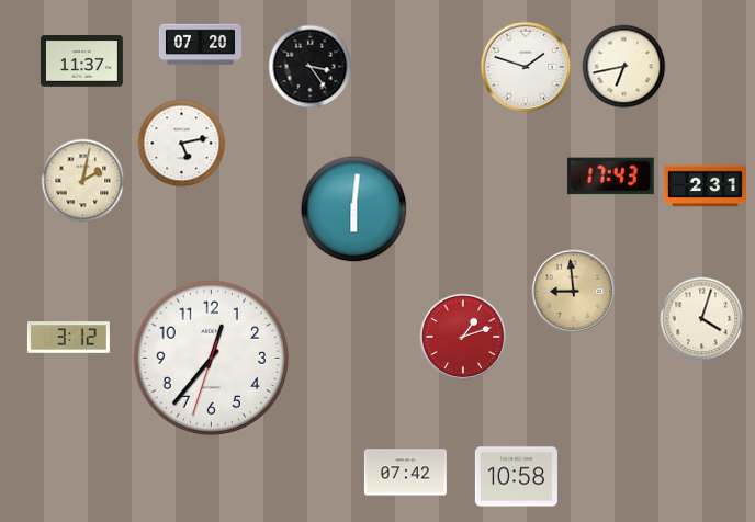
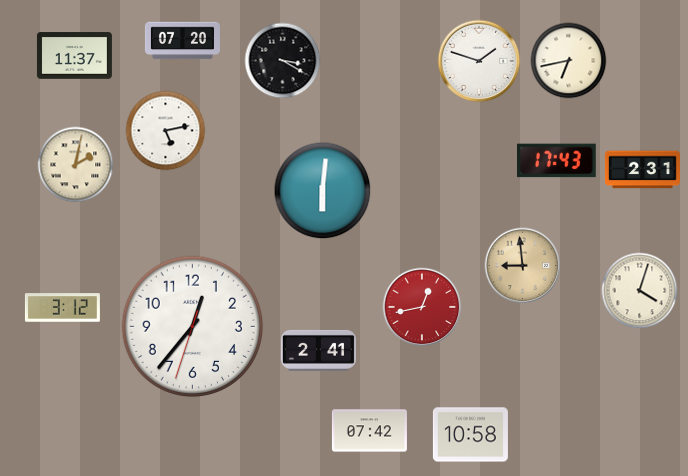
clock at (311, 67): 3:24 -> 3:20
clock at (463, 337): 1:12 -> 12:43
clock at (318, 350): none -> 2:41
